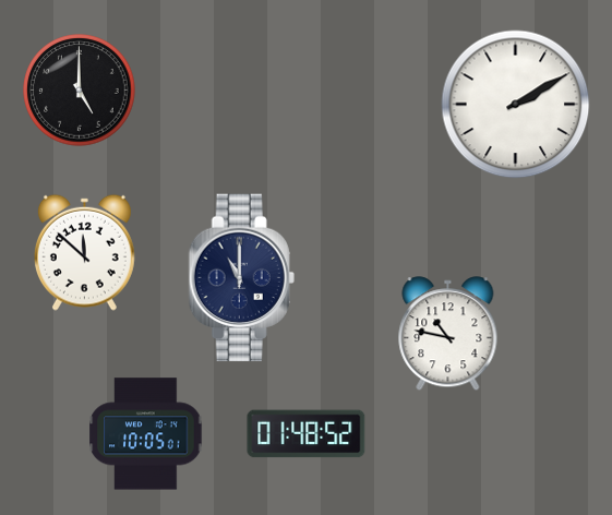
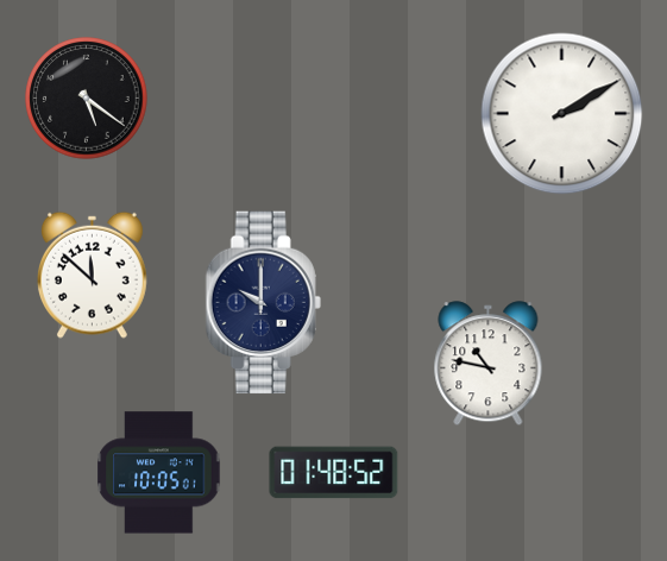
clock at (80, 91): 5:00 -> 5:21
clock at (241, 278): 11:00 -> 10:00
